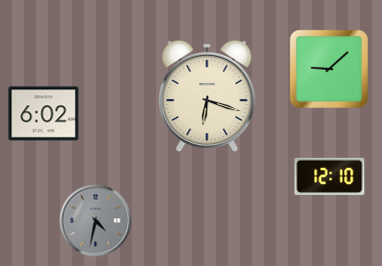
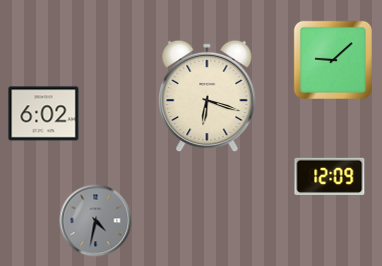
clock at (329, 69) position: (329, 69) -> (333, 60)
clock at (330, 176): 12:10 -> 12:09
